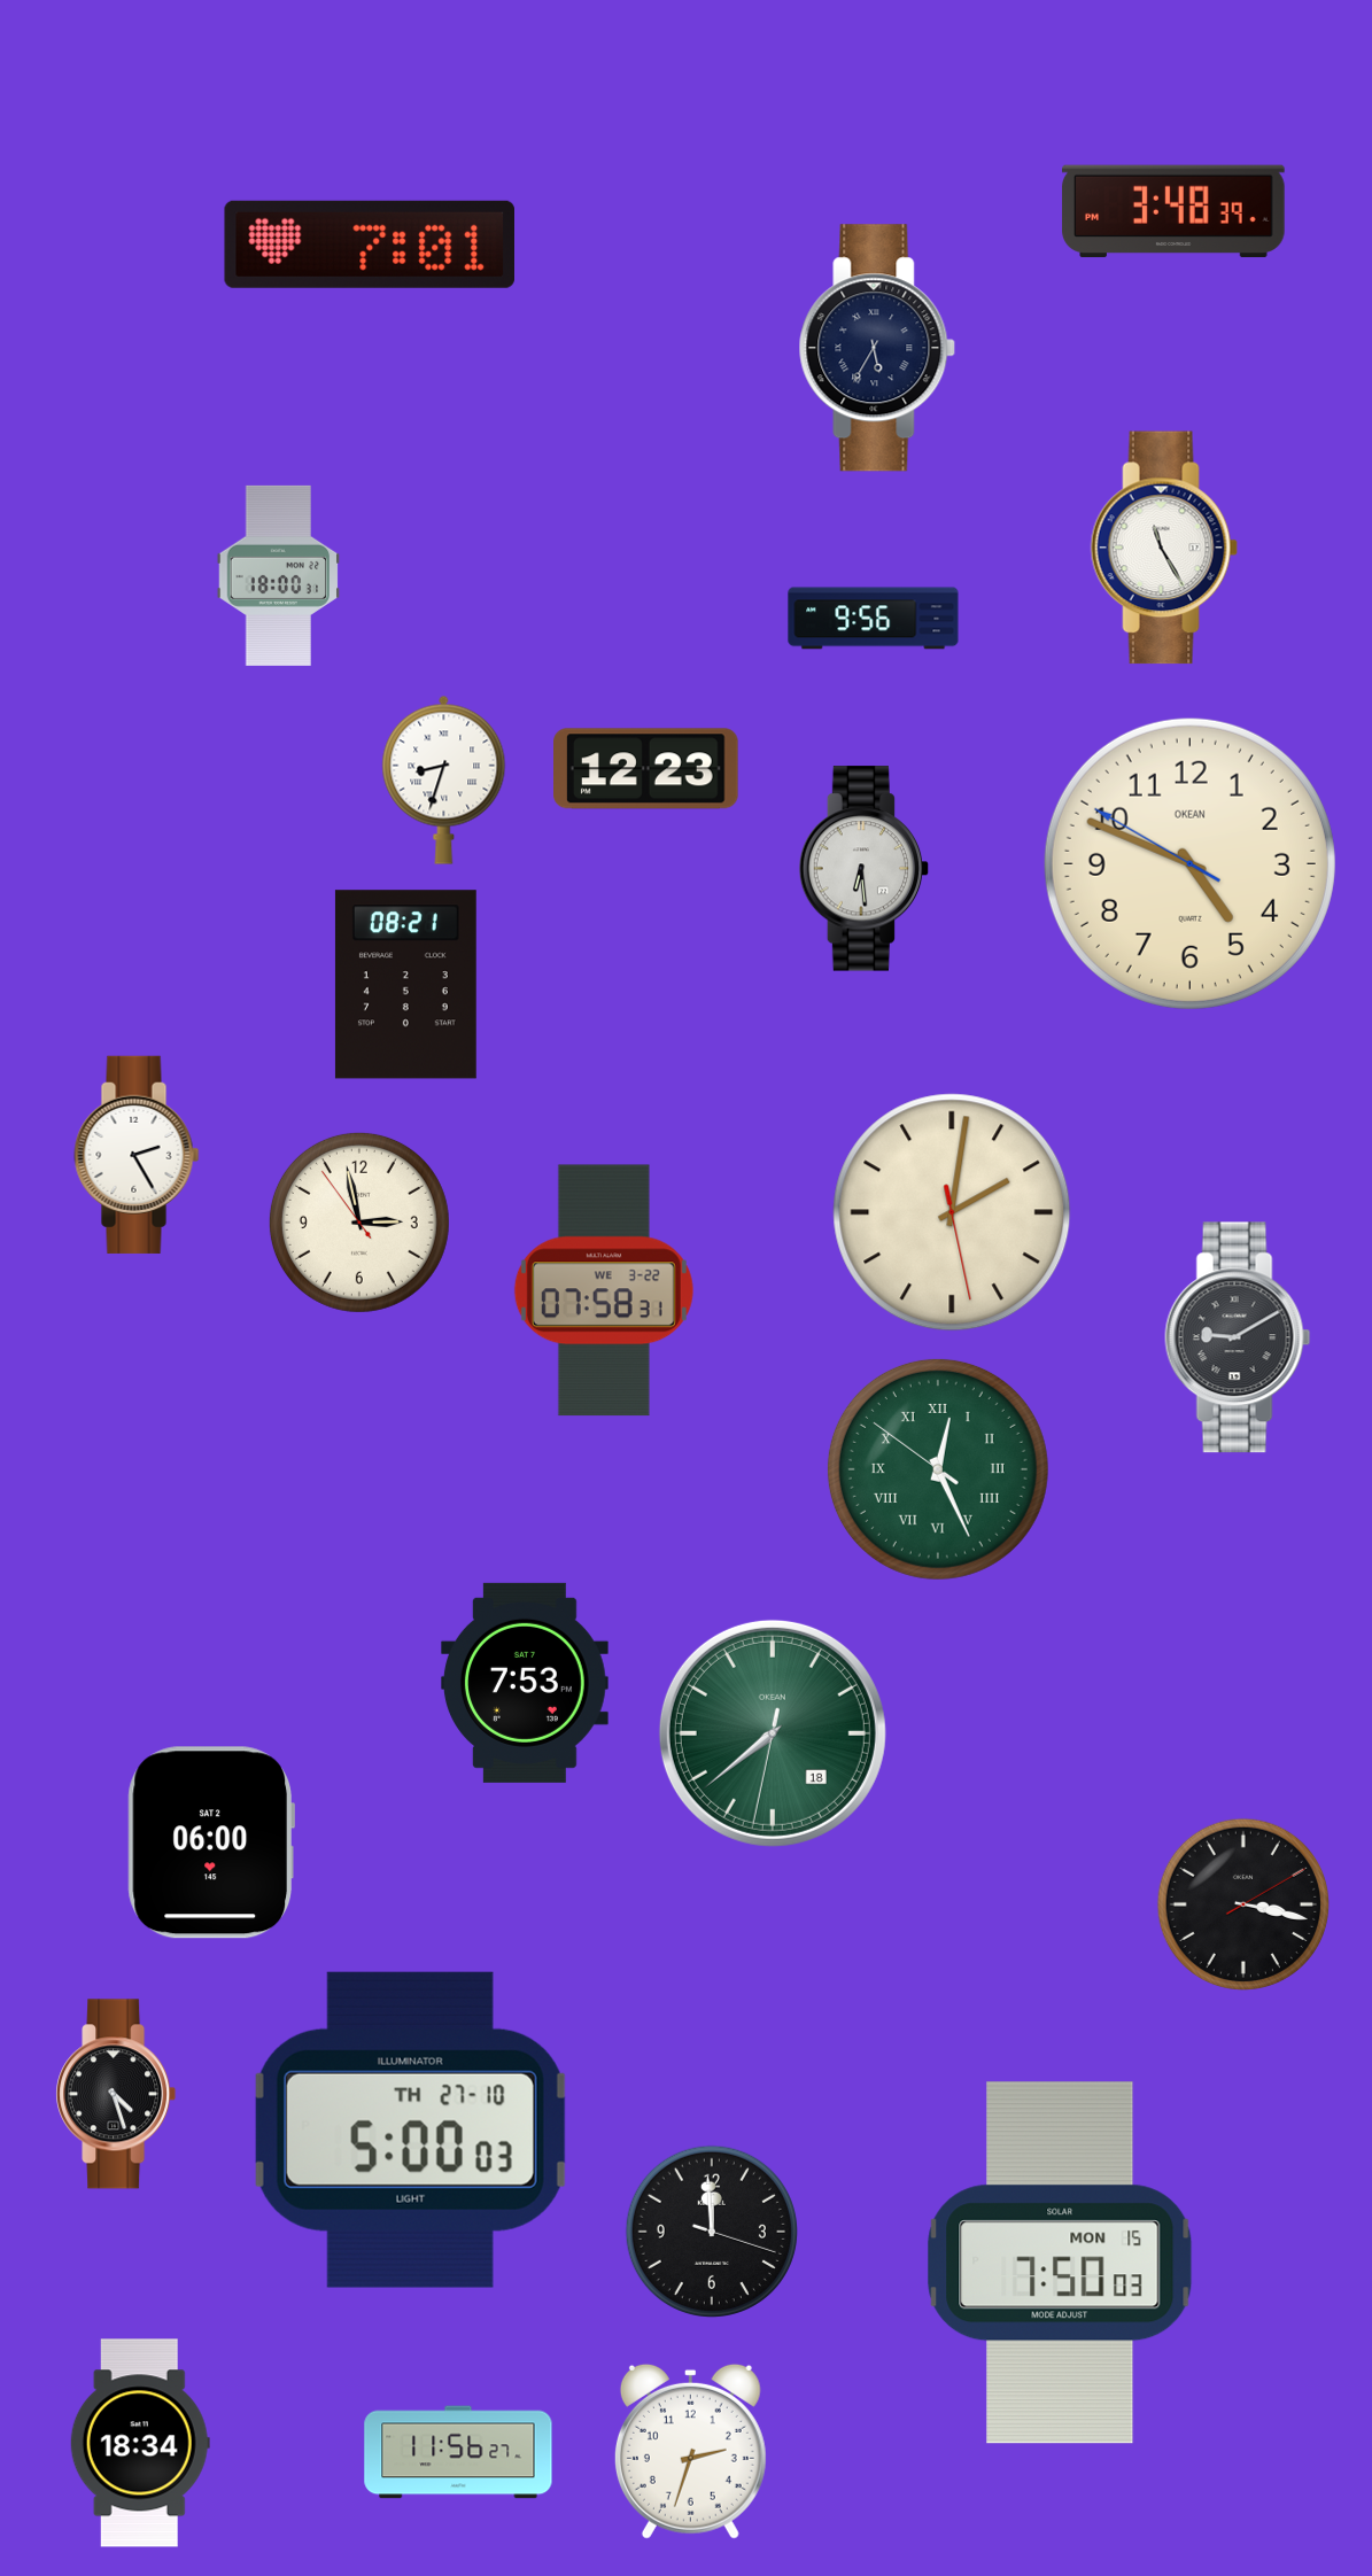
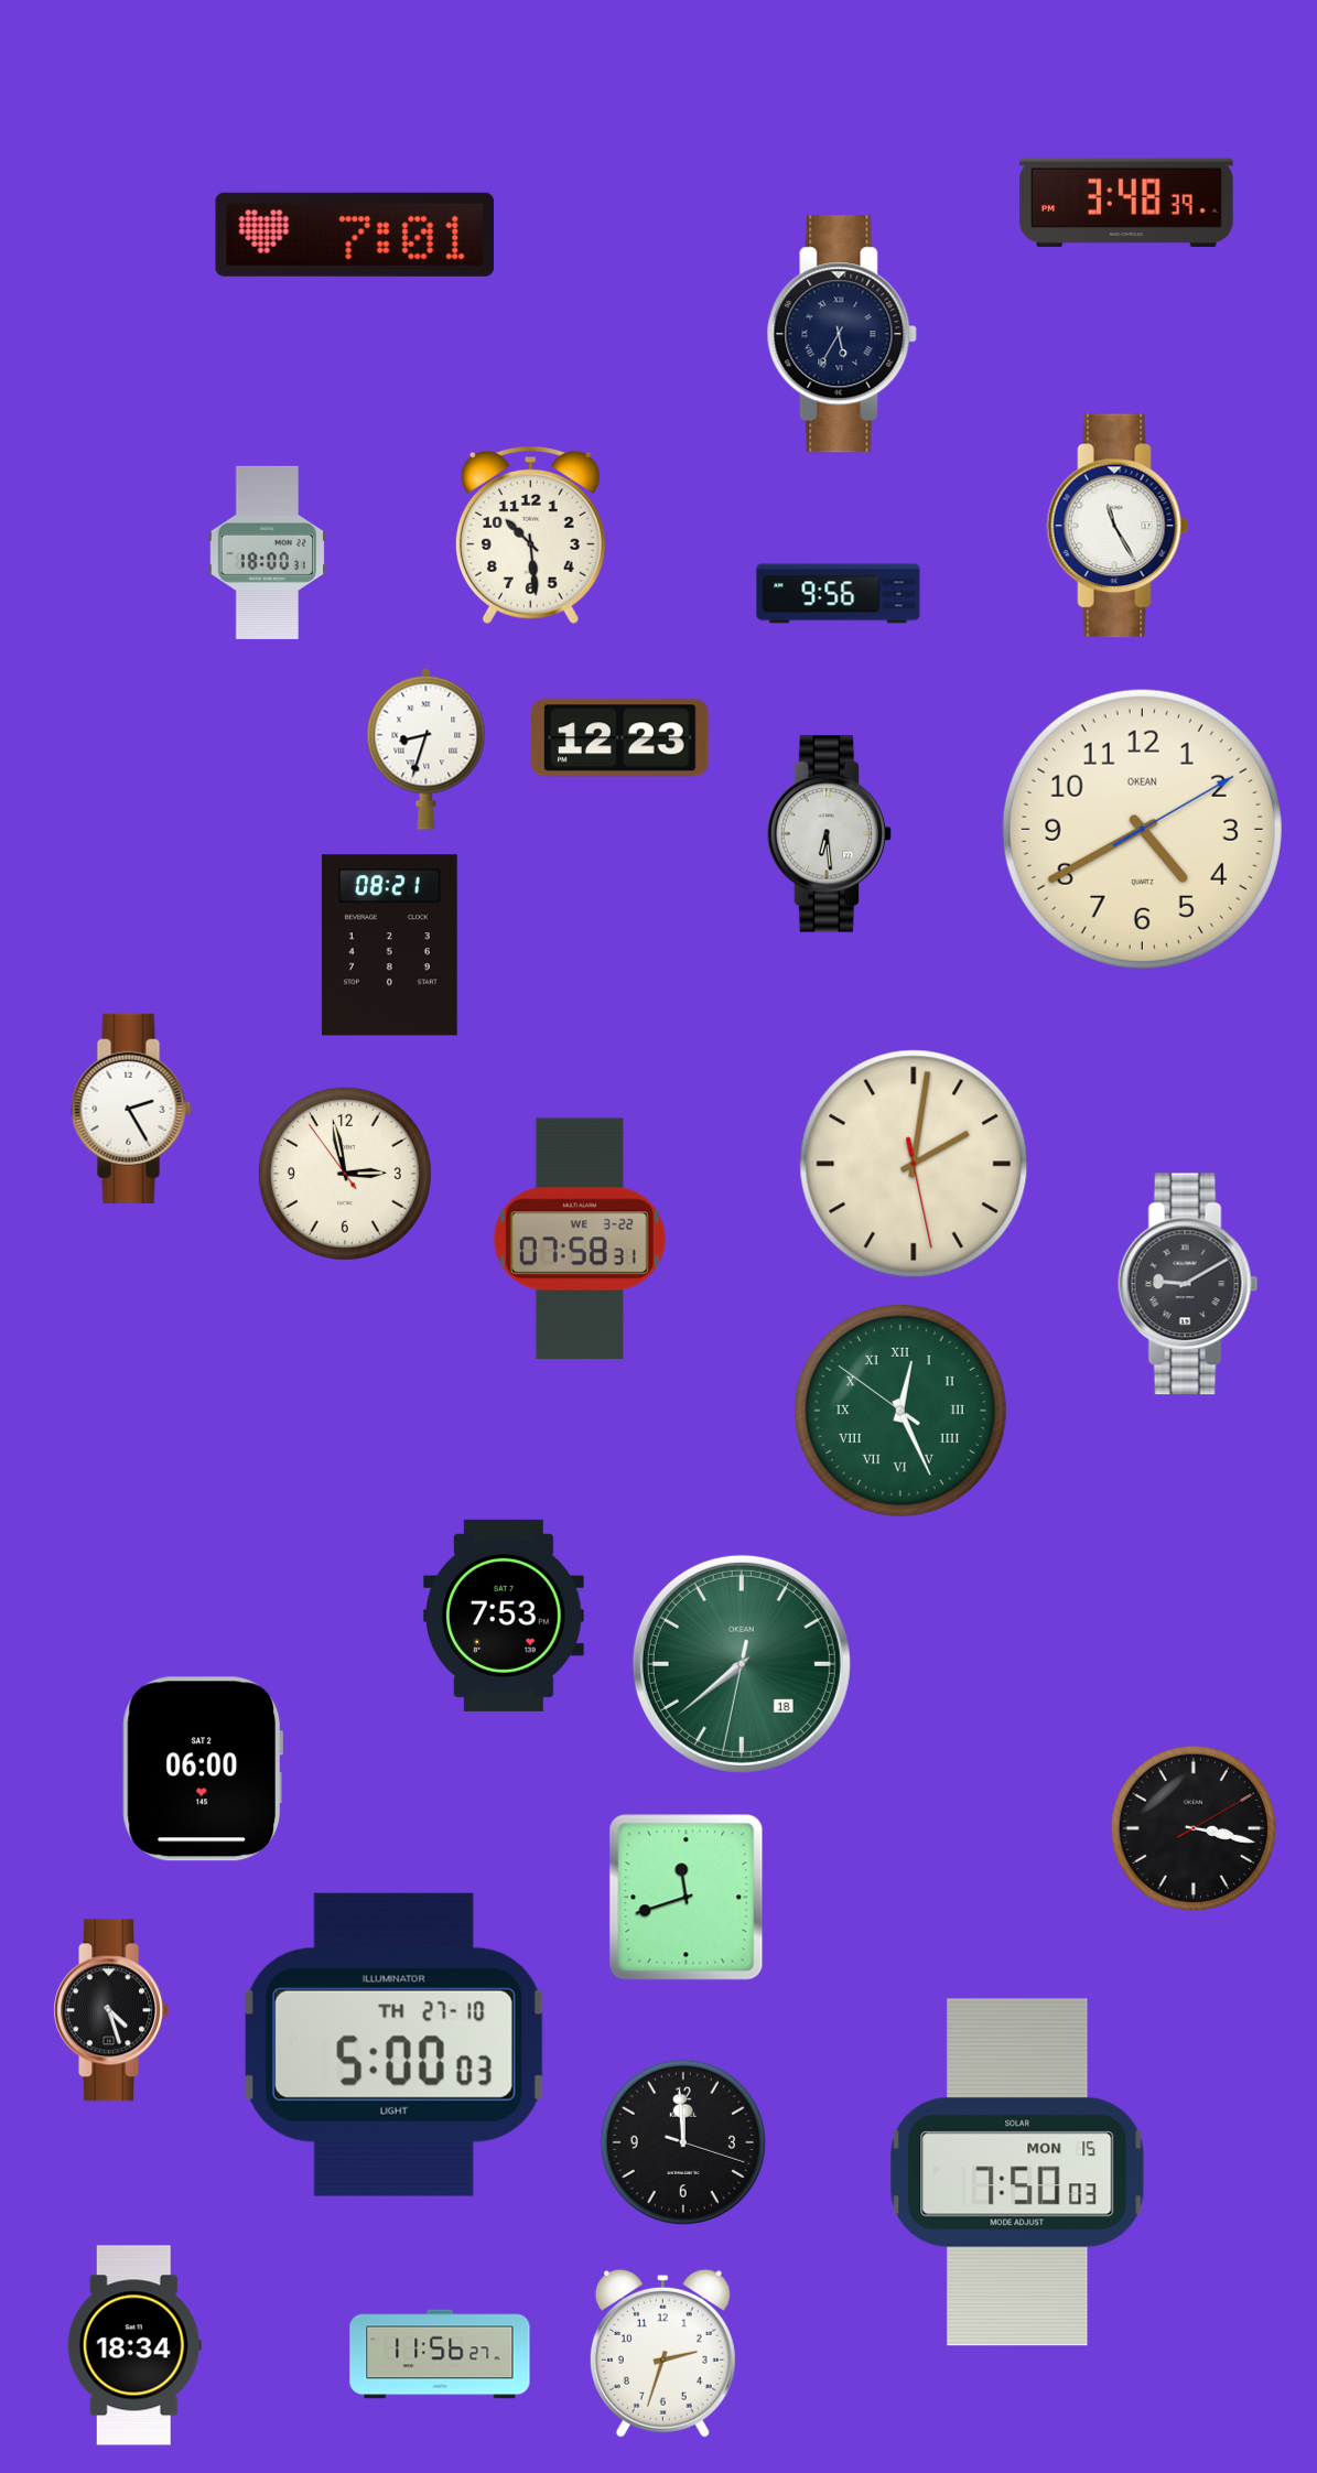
clock at (530, 534): none -> 10:29
clock at (1189, 863): 4:48 -> 4:40
clock at (687, 1898): none -> 11:42
